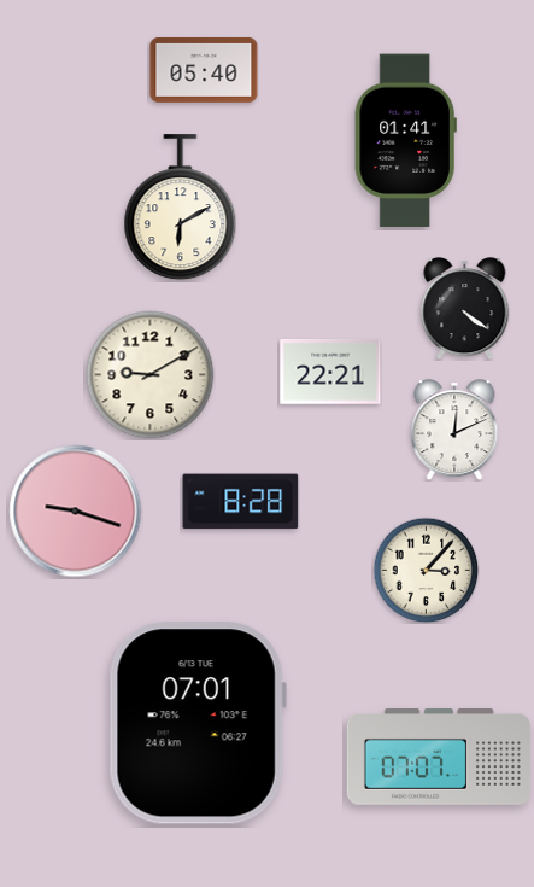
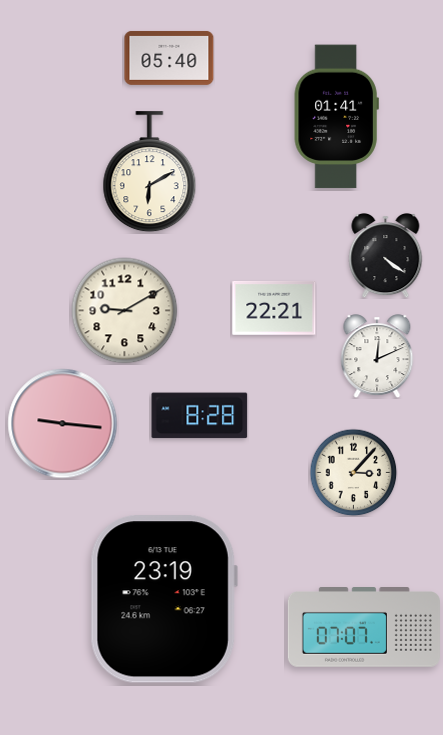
clock at (76, 512): 9:18 -> 9:16
clock at (198, 723): 07:01 -> 23:19
